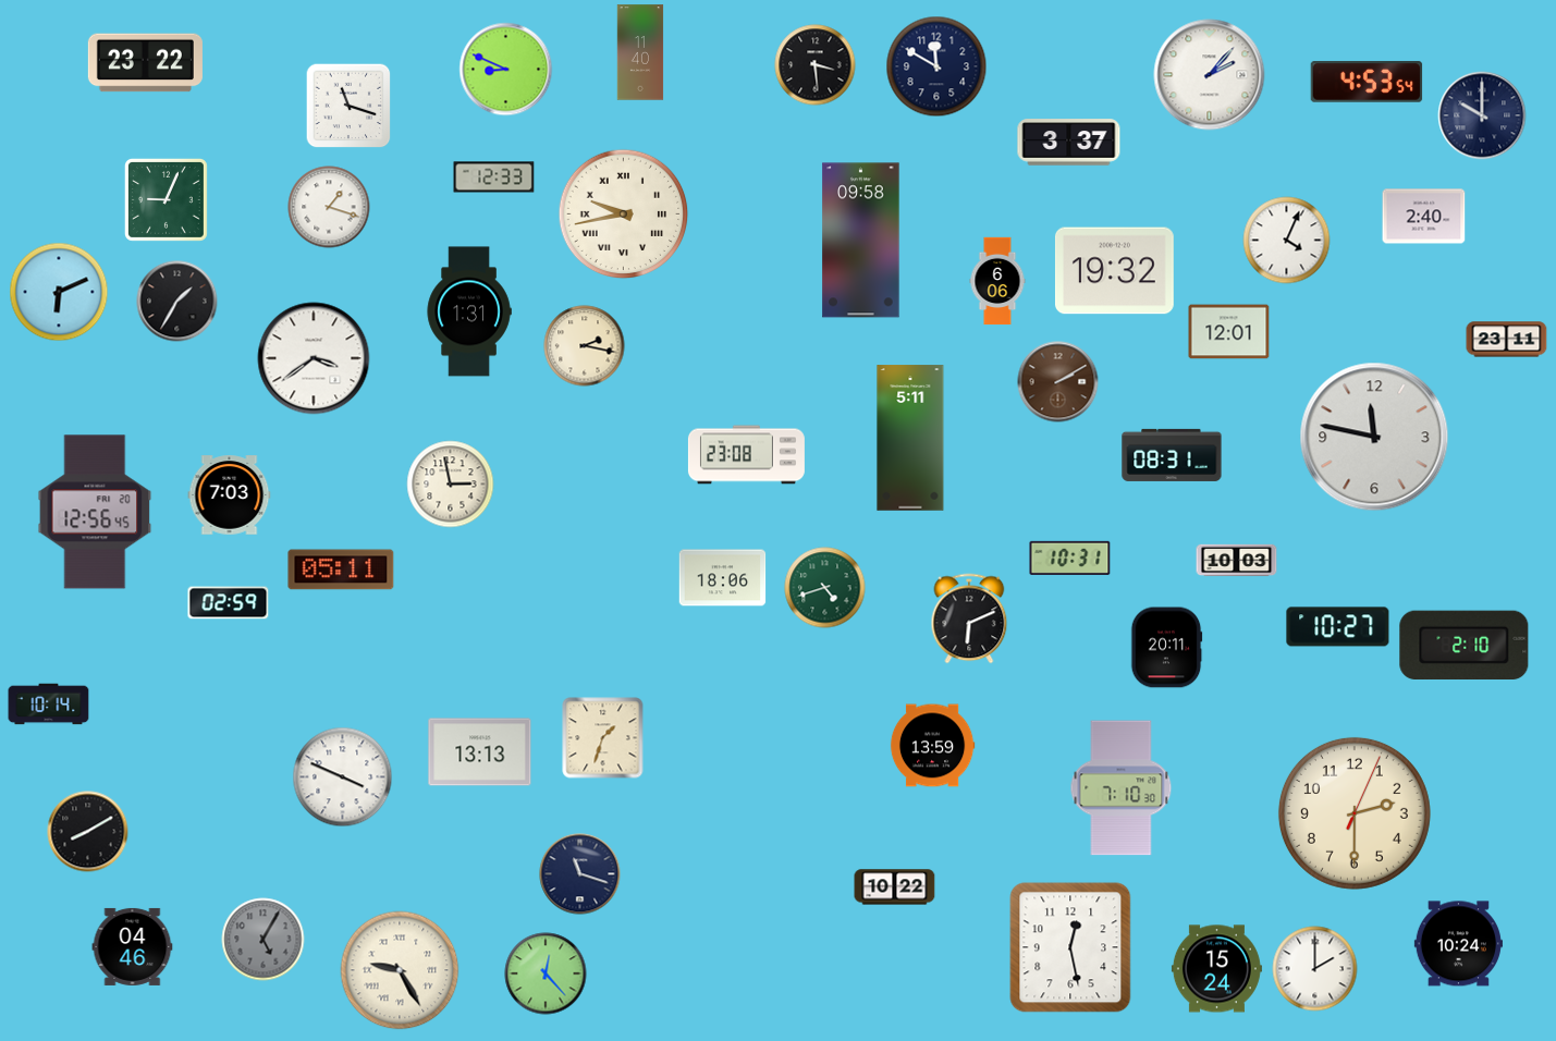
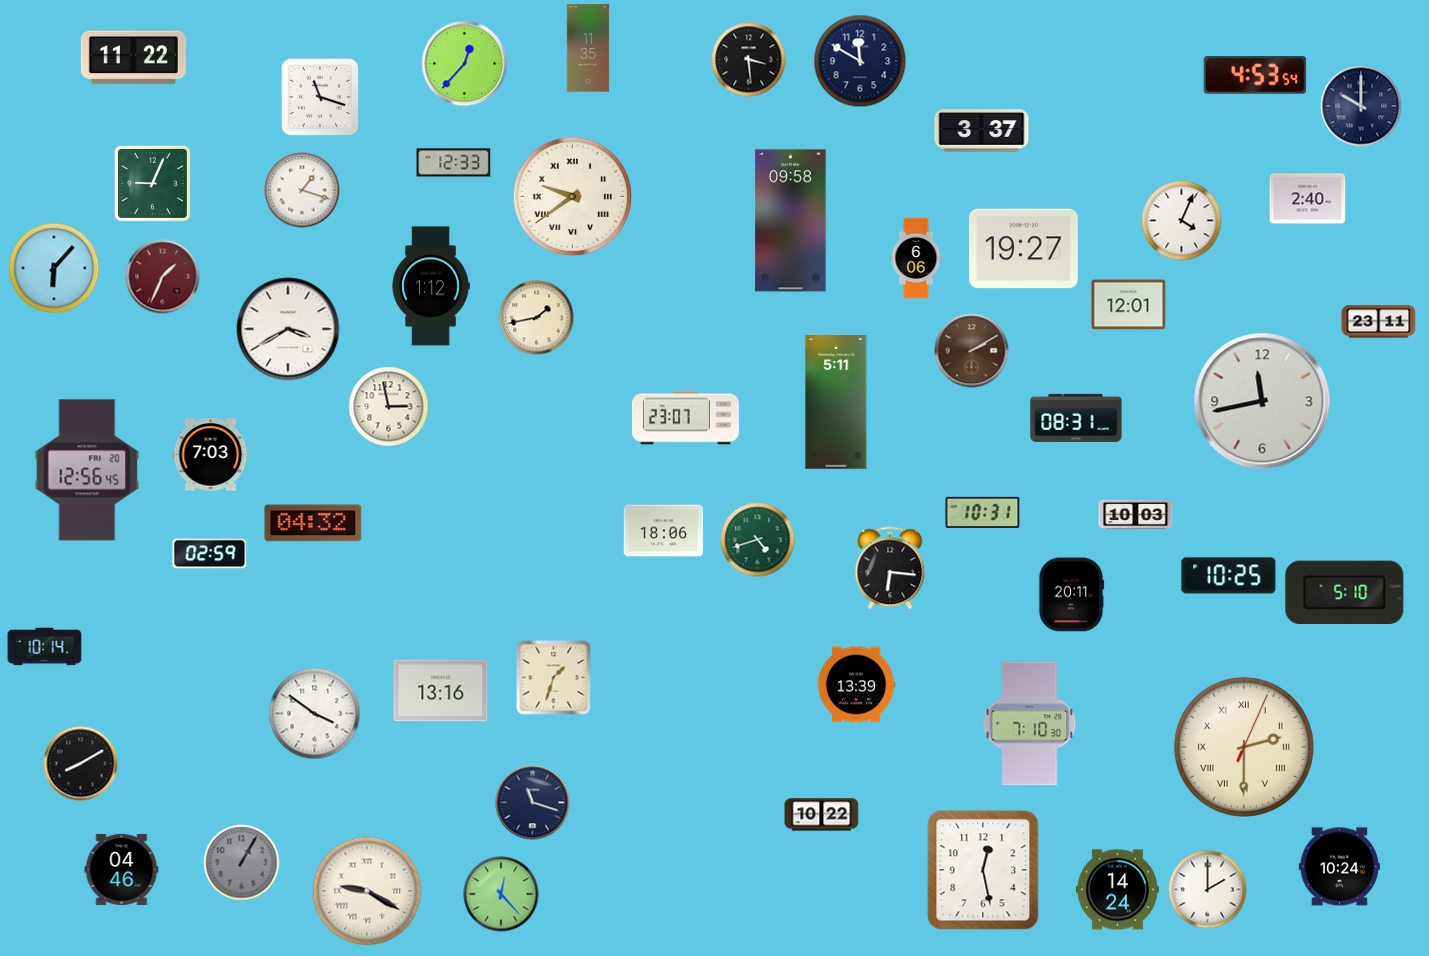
clock at (640, 52): 11:40 -> 11:35
clock at (145, 63): 23:22 -> 11:22
clock at (506, 70): 8:49 -> 12:37
clock at (1210, 75): 2:07 -> none
clock at (624, 215): 9:43 -> 9:39
clock at (1114, 271): 19:32 -> 19:27
clock at (59, 292): 6:11 -> 6:07
clock at (177, 302): 1:35 -> 1:34
clock at (177, 302) dial: black -> burgundy
clock at (469, 311): 1:31 -> 1:12
clock at (1507, 340) position: (1507, 340) -> (1379, 322)
clock at (585, 346): 2:17 -> 1:43
clock at (314, 358): 3:39 -> 3:40
clock at (1374, 437): 11:47 -> 11:43
clock at (746, 455): 23:08 -> 23:07
clock at (451, 485) position: (451, 485) -> (389, 407)
clock at (341, 570): 05:11 -> 04:32
clock at (969, 619): 6:11 -> 6:16
clock at (1338, 627): 10:27 -> 10:25
clock at (1465, 645): 2:10 -> 5:10
clock at (932, 746): 13:59 -> 13:39
clock at (480, 752): 13:13 -> 13:16
clock at (343, 777): 3:49 -> 3:51
clock at (1355, 813) numerals: Arabic -> Roman
clock at (264, 940): 5:05 -> 1:05
clock at (1216, 969): 15:24 -> 14:24
clock at (400, 970): 9:25 -> 9:20
